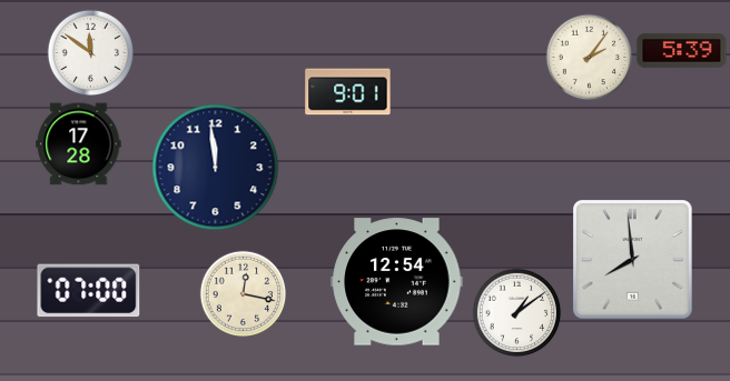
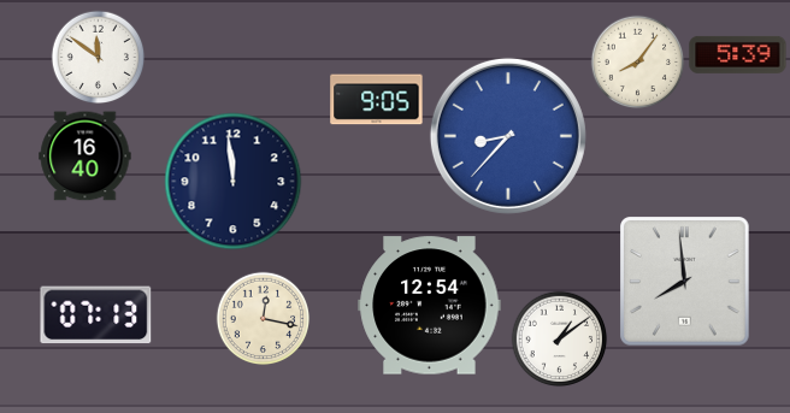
clock at (589, 57): 2:06 -> 8:06
clock at (348, 92): 9:01 -> 9:05
clock at (508, 136): none -> 8:37
clock at (79, 144): 17:28 -> 16:40
clock at (89, 291): 07:00 -> 07:13
